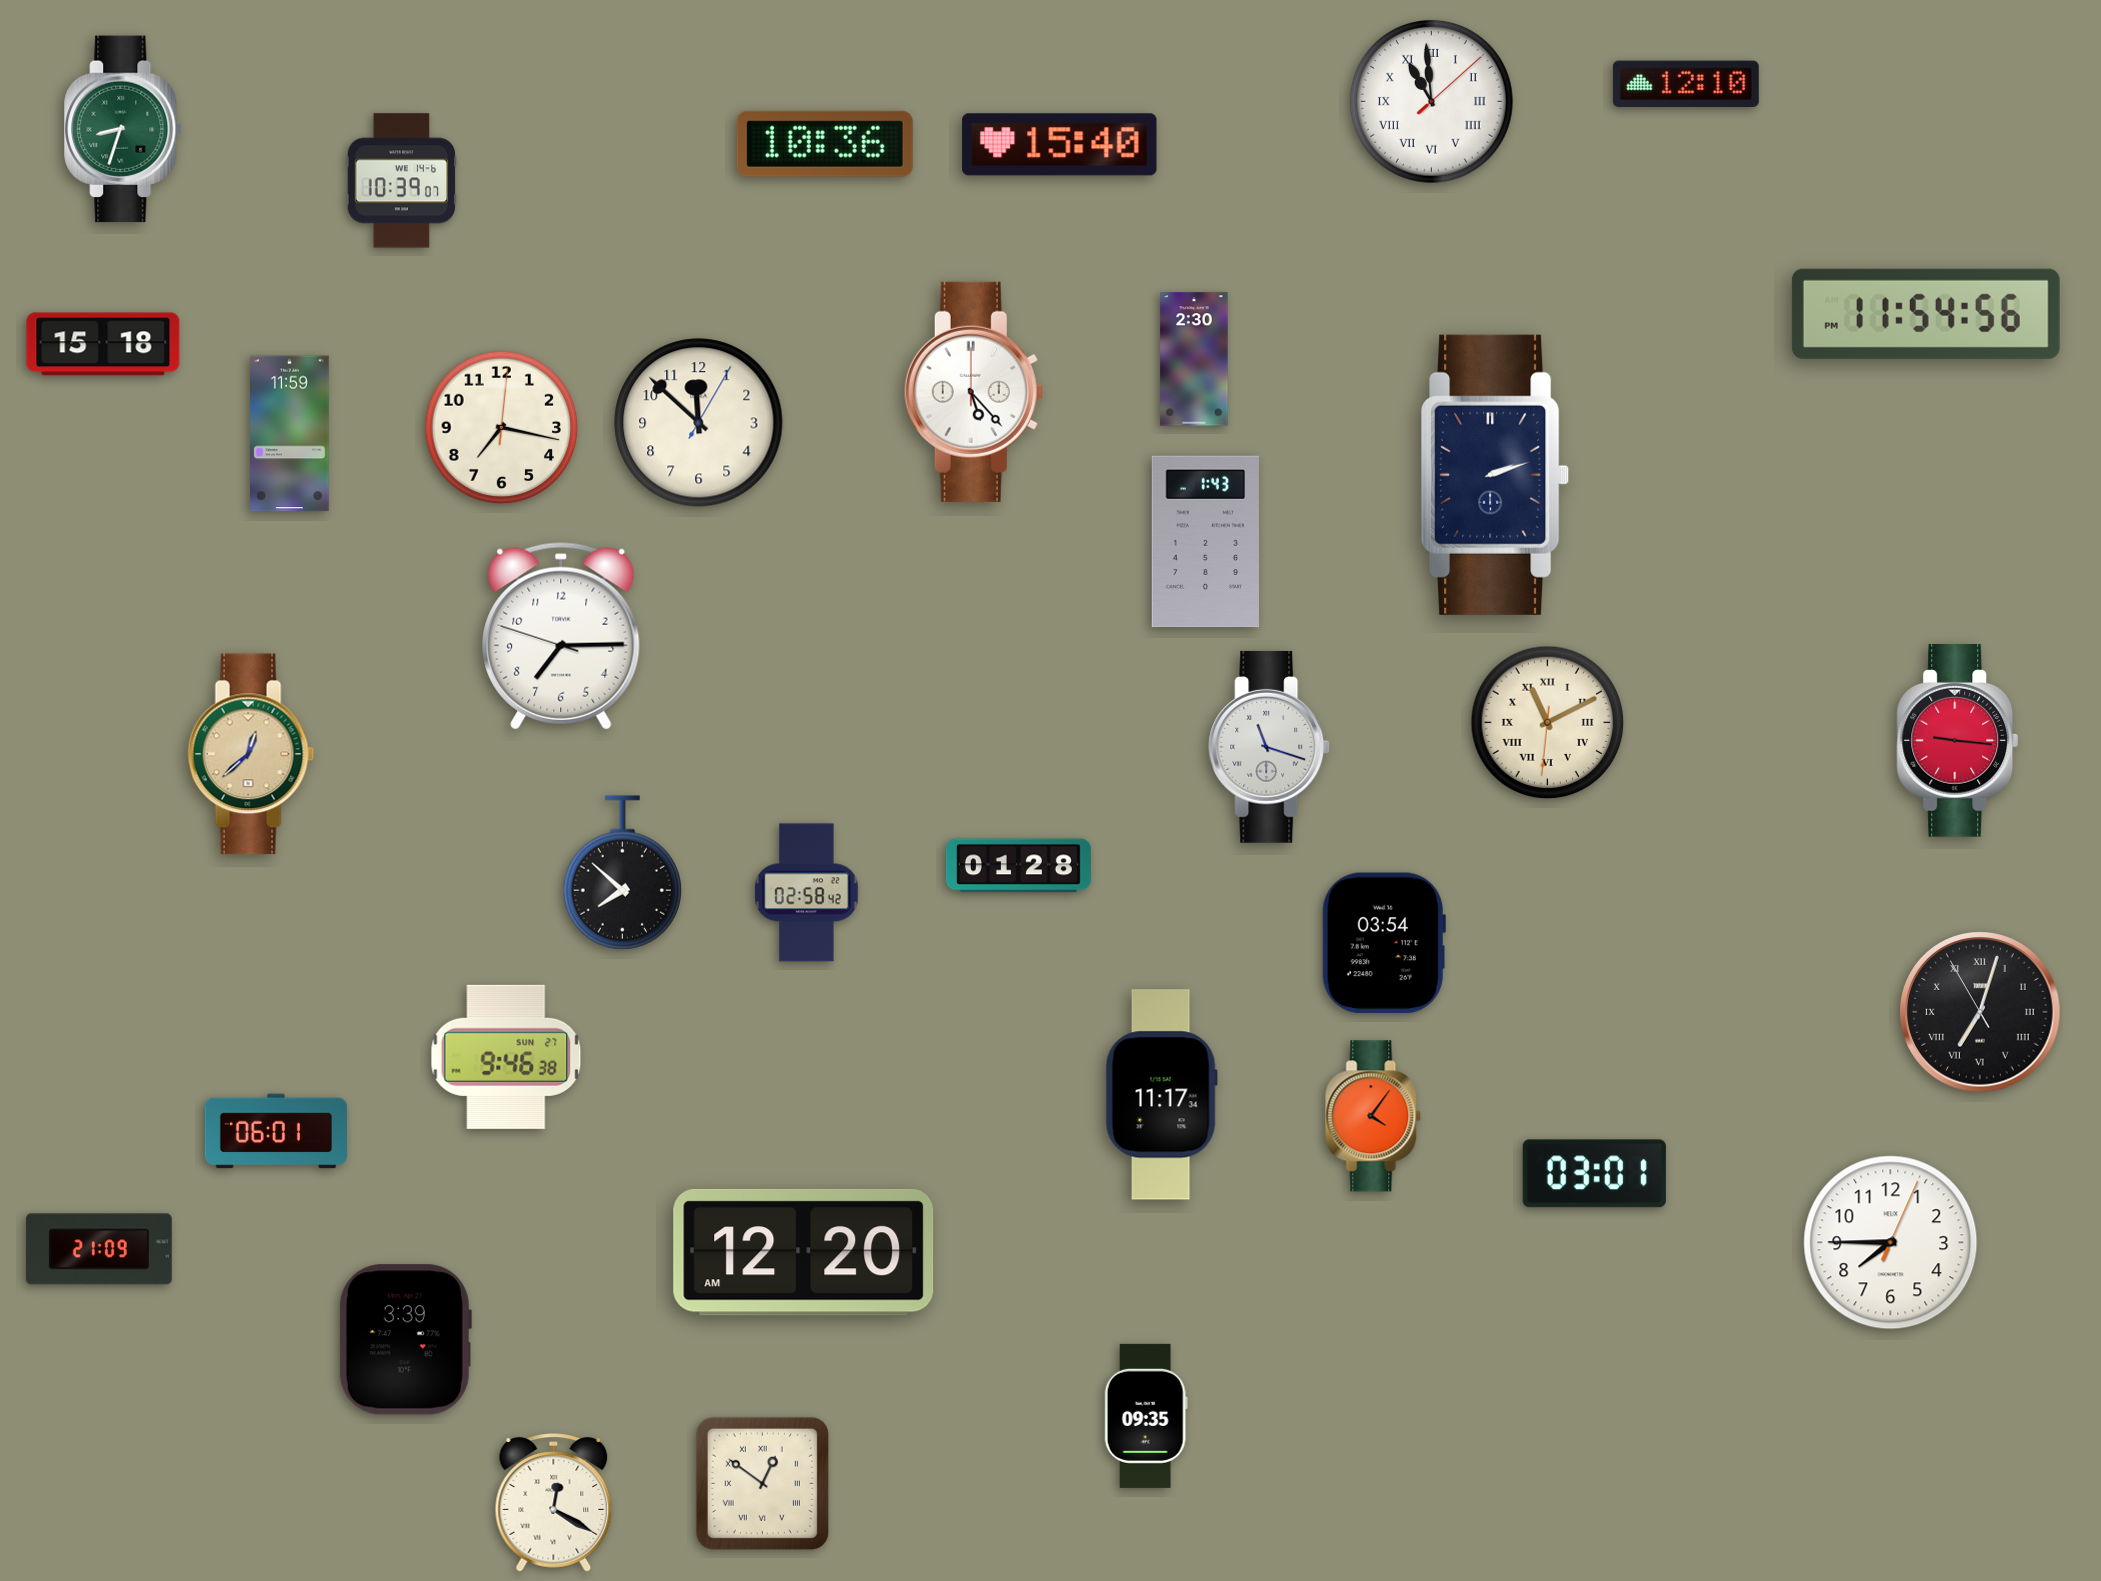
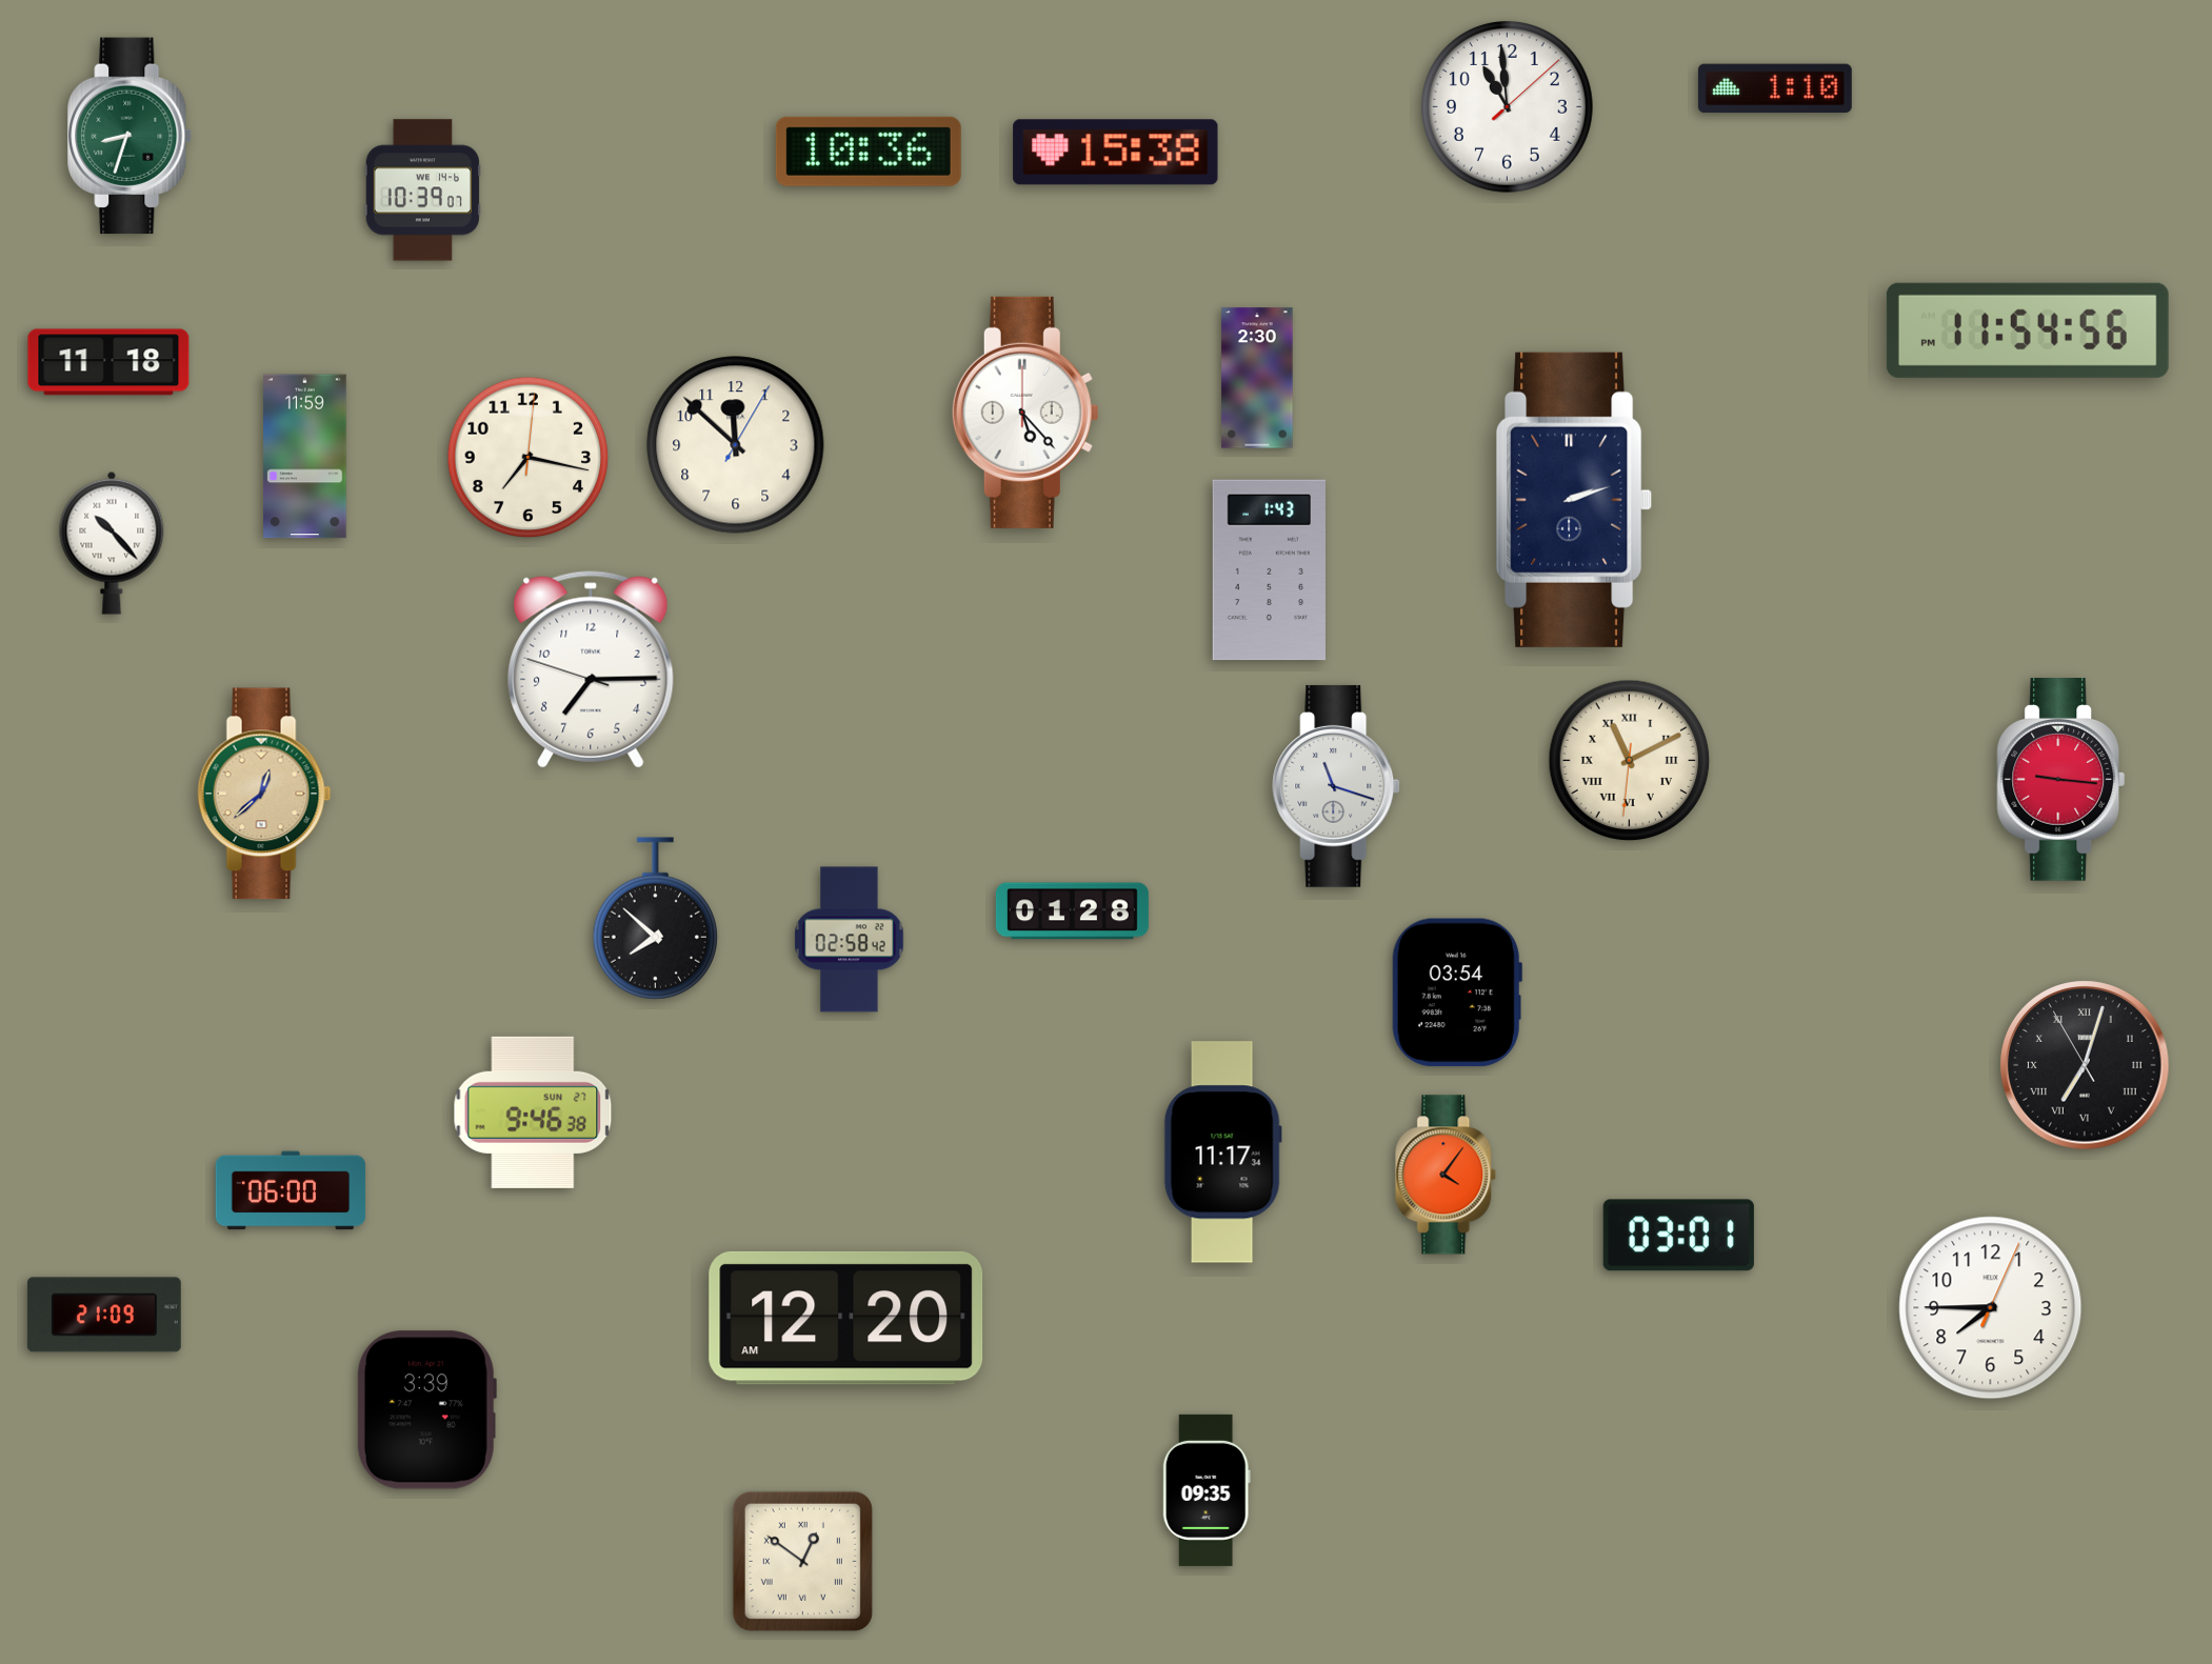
clock at (1686, 84): 12:10 -> 1:10
clock at (1431, 101) numerals: Roman -> Arabic
clock at (1060, 145): 15:40 -> 15:38
clock at (103, 344): 15:18 -> 11:18
clock at (502, 428) position: (502, 428) -> (529, 458)
clock at (112, 543): none -> 10:23
clock at (276, 1131): 06:01 -> 06:00
clock at (554, 1503): 12:20 -> none
